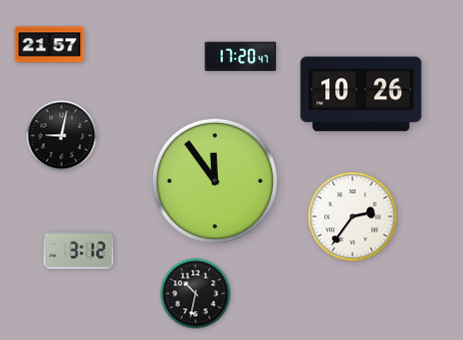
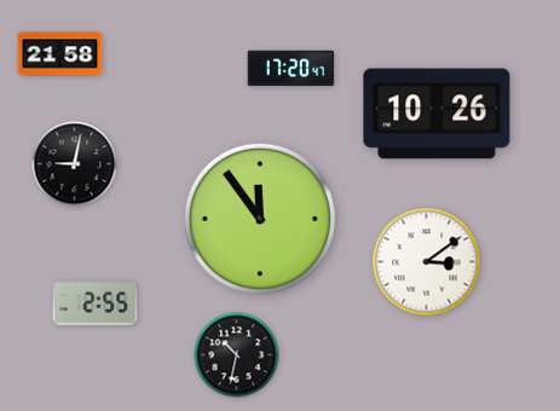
clock at (50, 45): 21:57 -> 21:58
clock at (353, 217): 2:36 -> 3:09
clock at (79, 250): 3:12 -> 2:55
